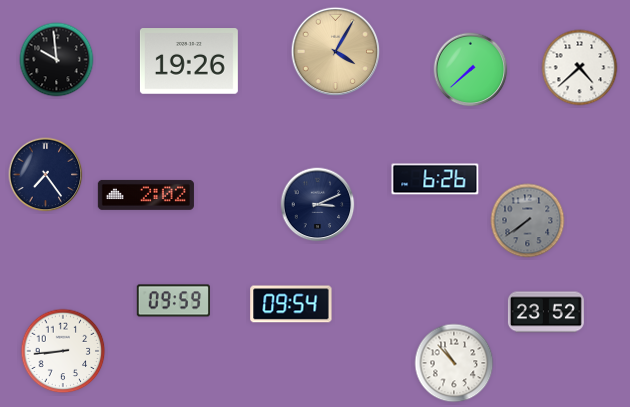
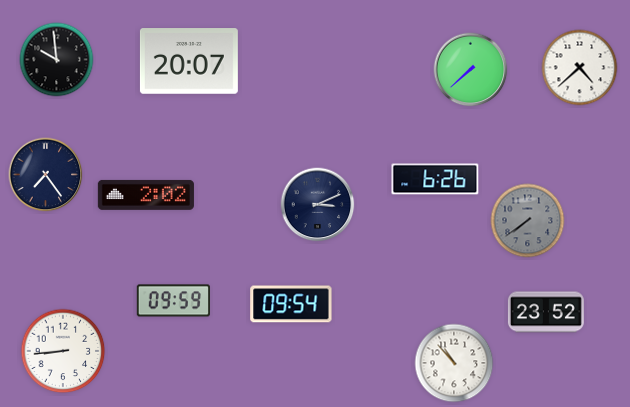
clock at (336, 52): 4:05 -> none
clock at (189, 61): 19:26 -> 20:07
